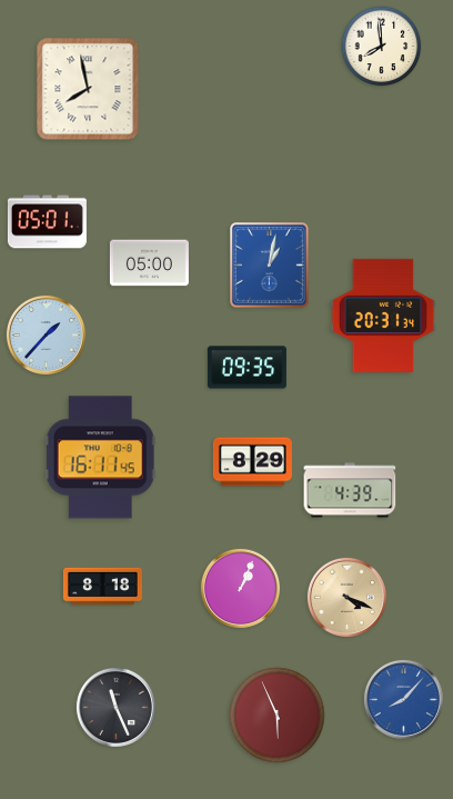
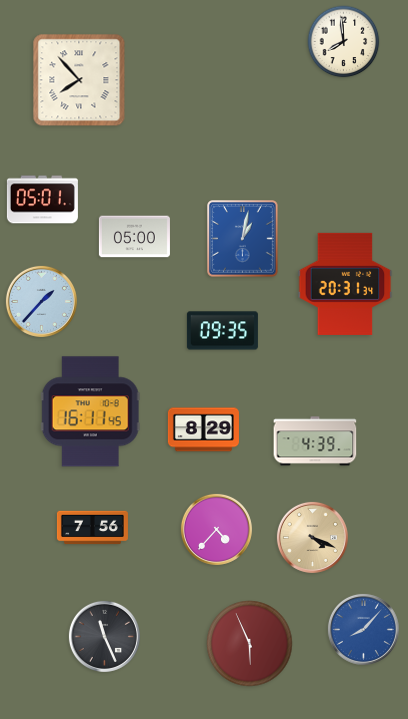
clock at (88, 89): 7:58 -> 7:53
clock at (252, 462) position: (252, 462) -> (203, 430)
clock at (102, 587): 8:18 -> 7:56
clock at (240, 588): 1:04 -> 4:37
